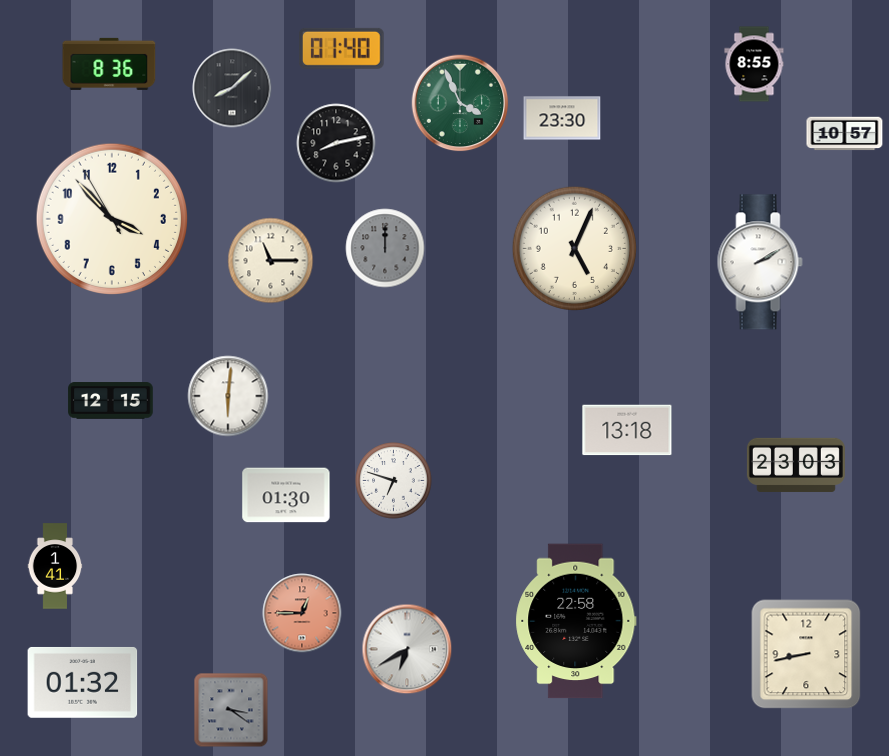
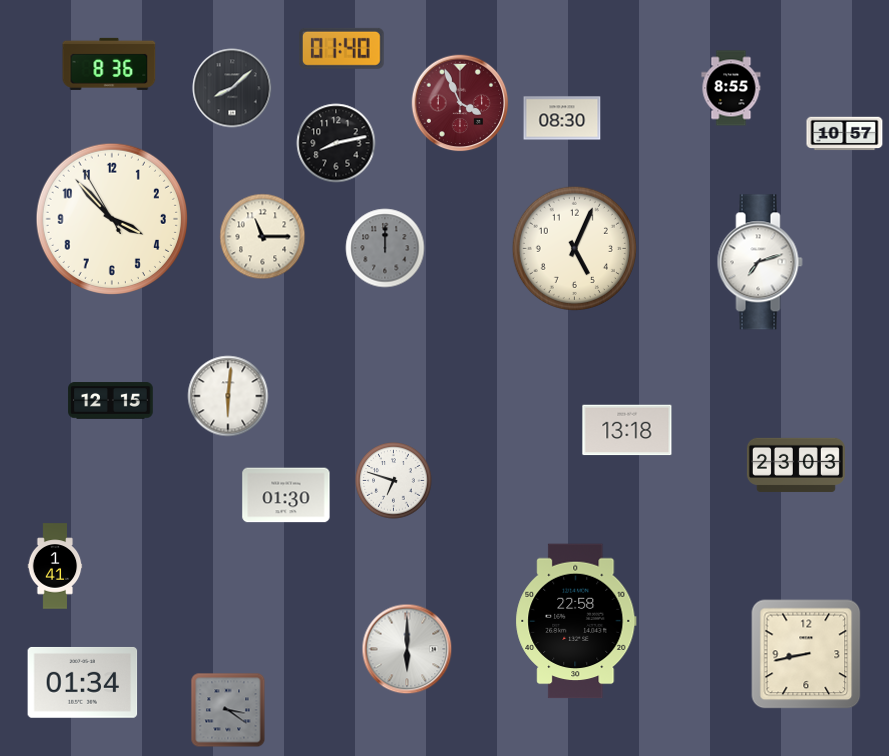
clock at (754, 64) position: (754, 64) -> (731, 88)
clock at (460, 103) dial: green -> burgundy
clock at (562, 118): 23:30 -> 08:30
clock at (271, 261) position: (271, 261) -> (263, 237)
clock at (760, 262): 2:10 -> 7:12
clock at (302, 613): 12:45 -> none
clock at (407, 649): 6:40 -> 6:00
clock at (83, 682): 01:32 -> 01:34
clock at (231, 710) position: (231, 710) -> (228, 710)
